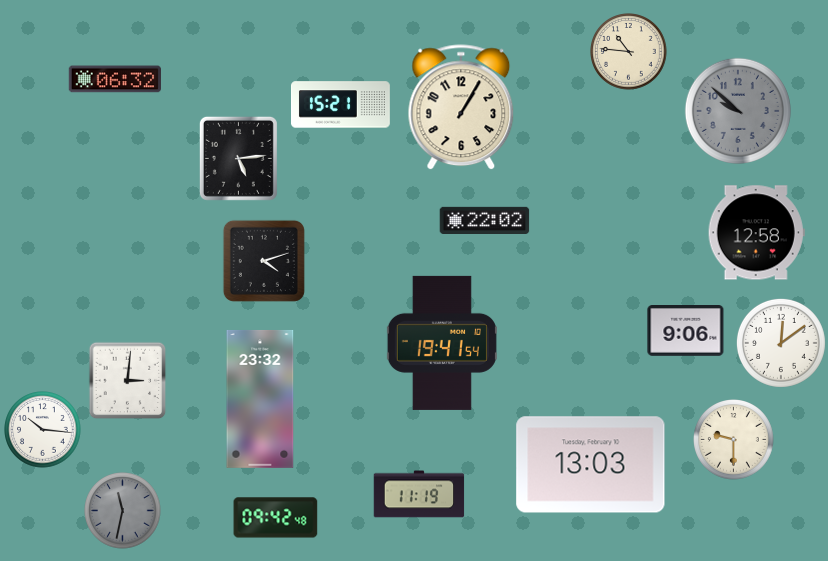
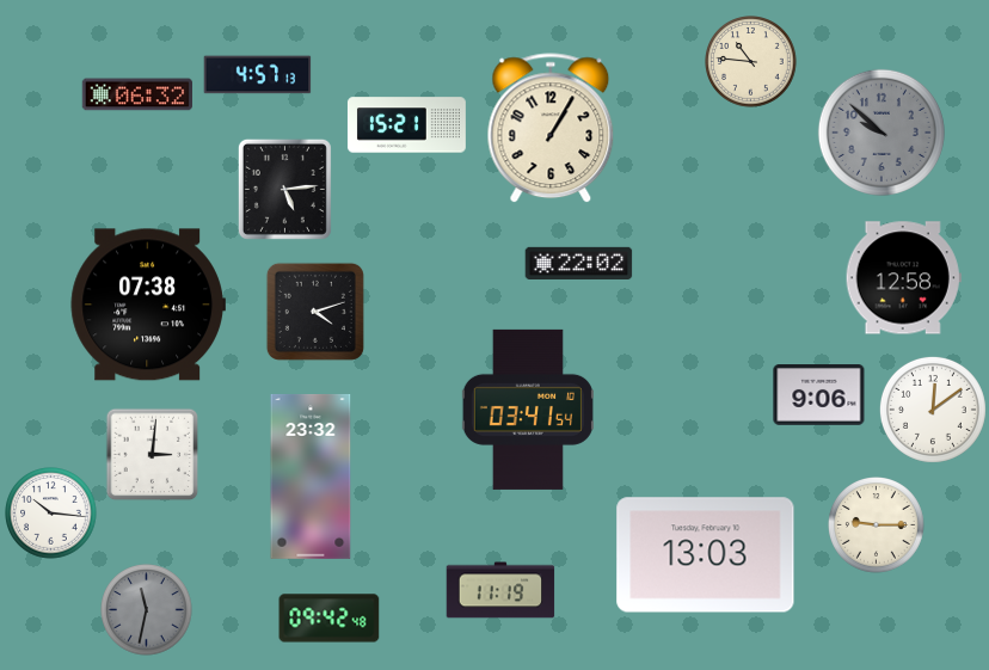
clock at (258, 75): none -> 4:57
clock at (148, 305): none -> 07:38
clock at (442, 343): 19:41 -> 03:41
clock at (734, 440): 9:30 -> 9:15
